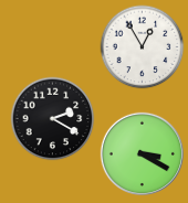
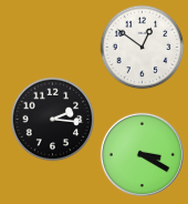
clock at (143, 47): 12:55 -> 12:51
clock at (53, 119): 2:20 -> 2:16
